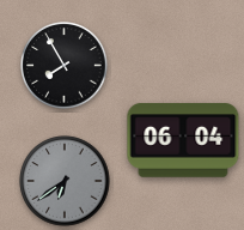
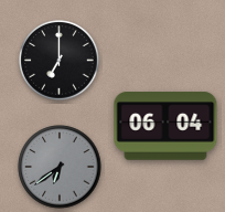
clock at (65, 66): 7:55 -> 7:00
clock at (183, 140) position: (183, 140) -> (165, 126)
